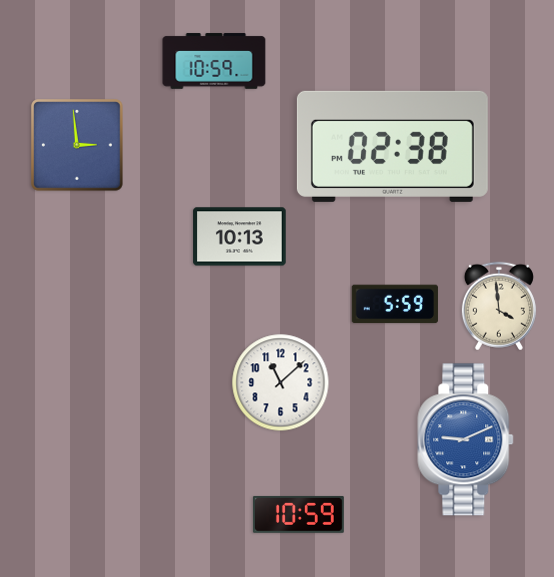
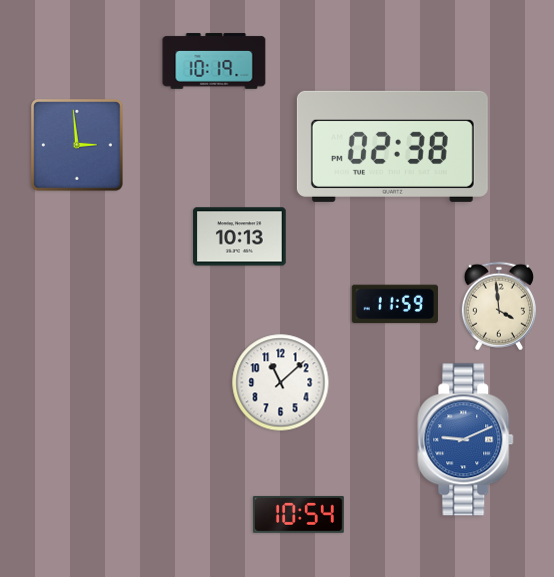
clock at (214, 61): 10:59 -> 10:19
clock at (395, 304): 5:59 -> 11:59
clock at (298, 514): 10:59 -> 10:54
